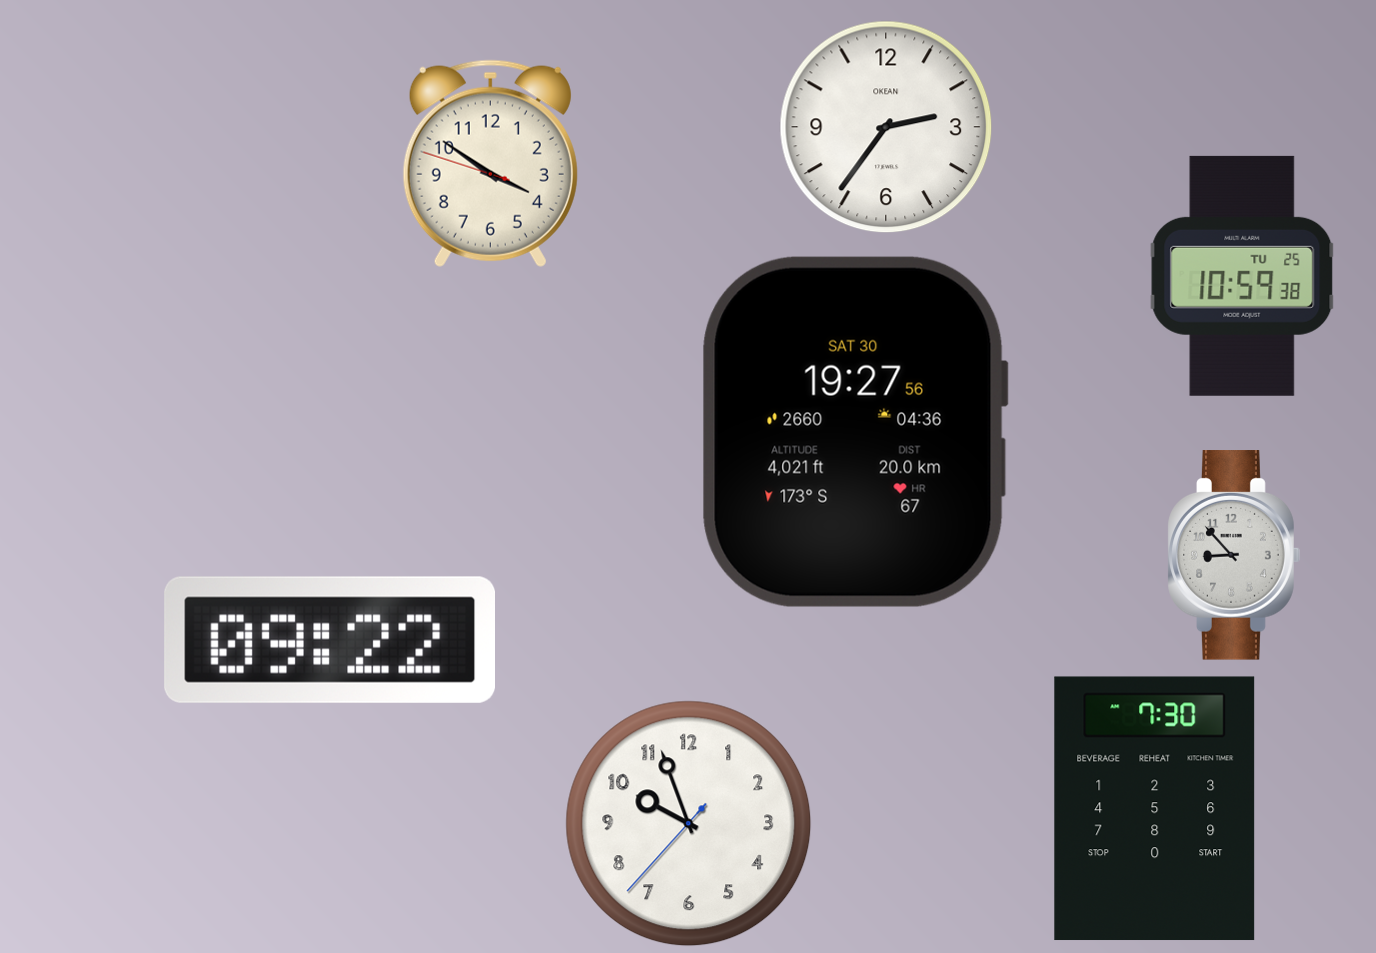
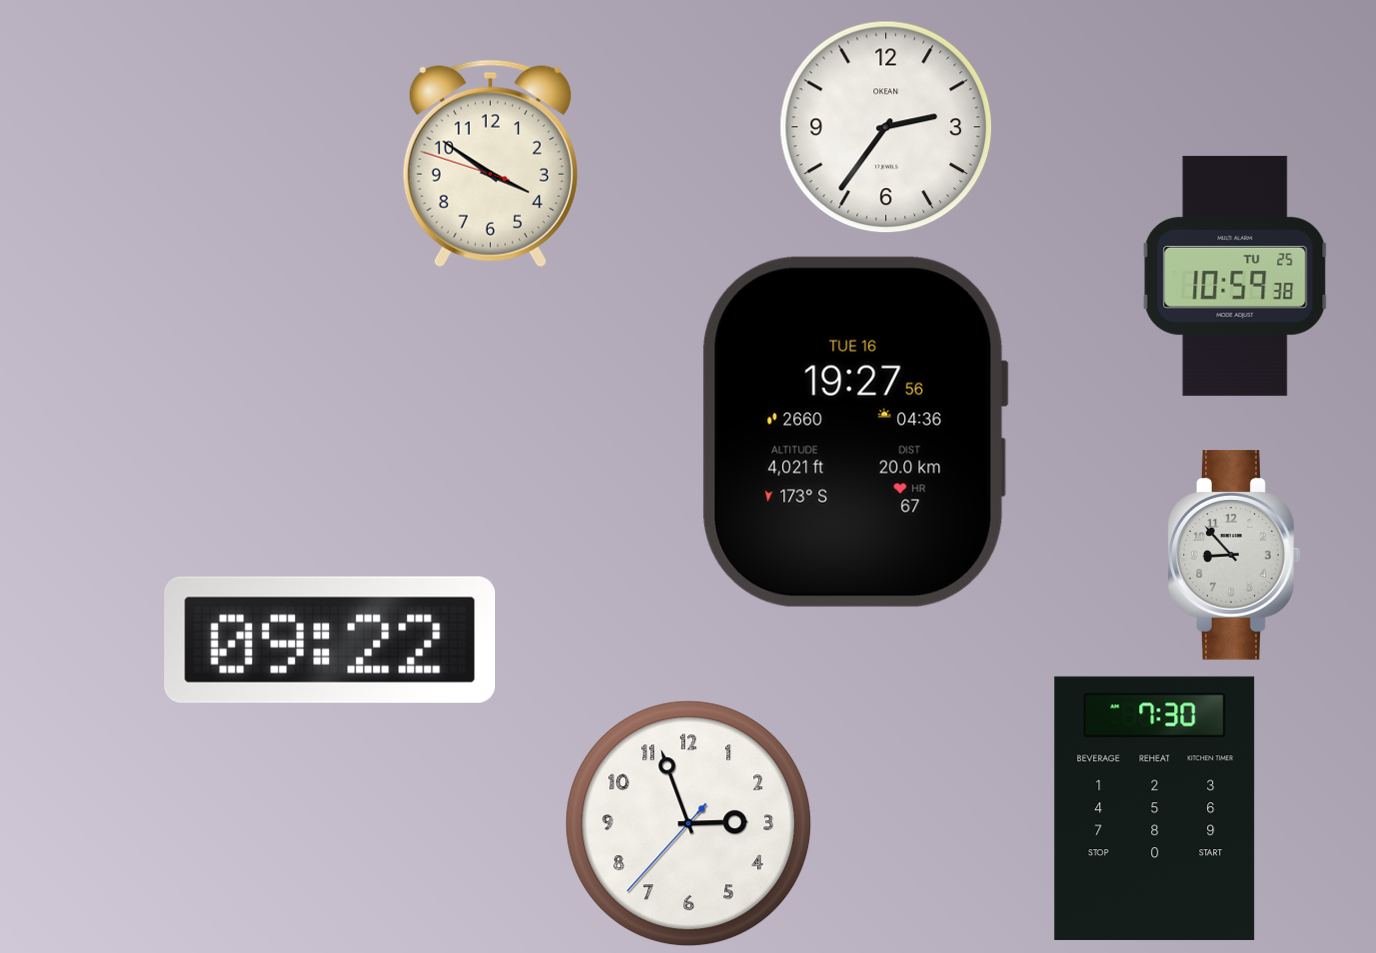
clock at (1242, 276) position: (1242, 276) -> (1235, 276)
clock at (855, 432) date: SAT 30 -> TUE 16
clock at (689, 824): 9:56 -> 2:56
